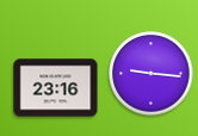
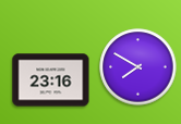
clock at (151, 74): 9:16 -> 7:50
